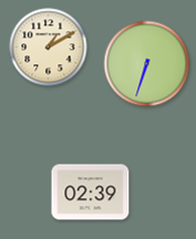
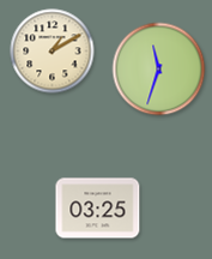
clock at (147, 64): 6:33 -> 11:33
clock at (91, 193): 02:39 -> 03:25
